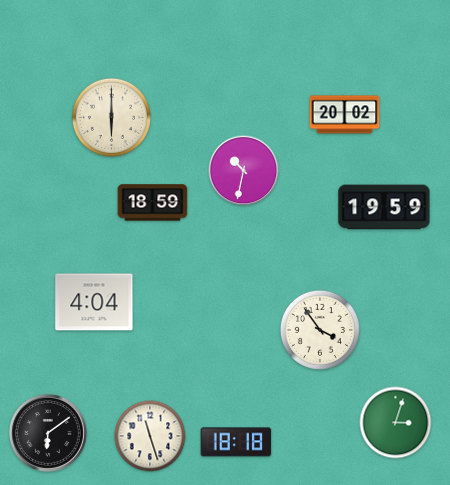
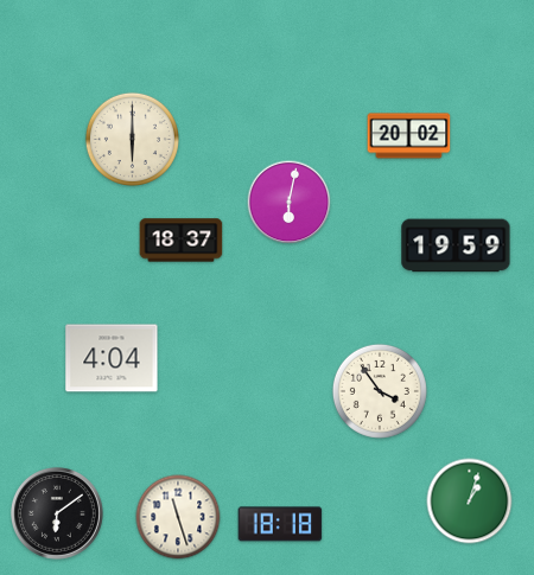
clock at (244, 171): 10:32 -> 6:02
clock at (153, 203): 18:59 -> 18:37
clock at (396, 423): 3:03 -> 1:03
